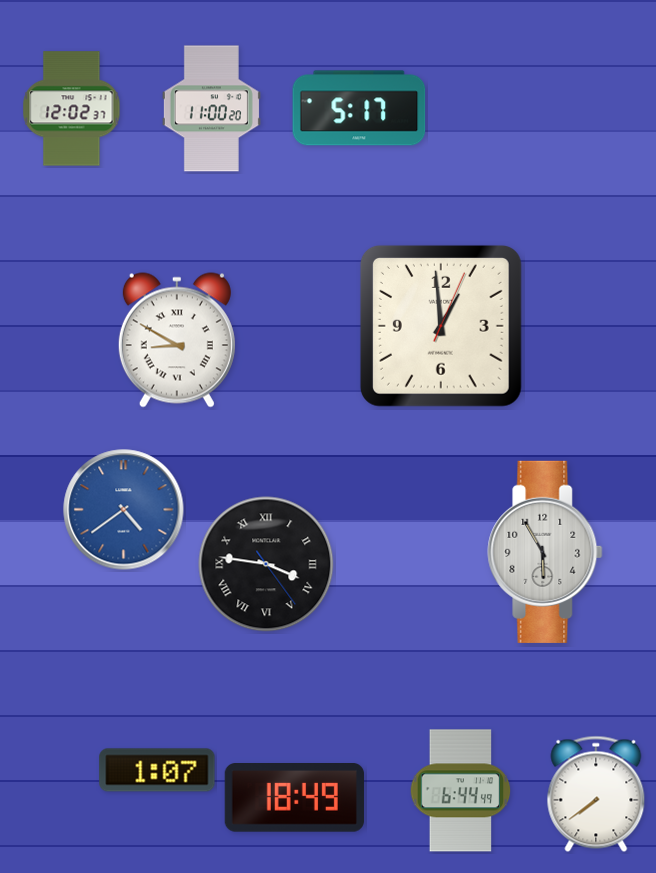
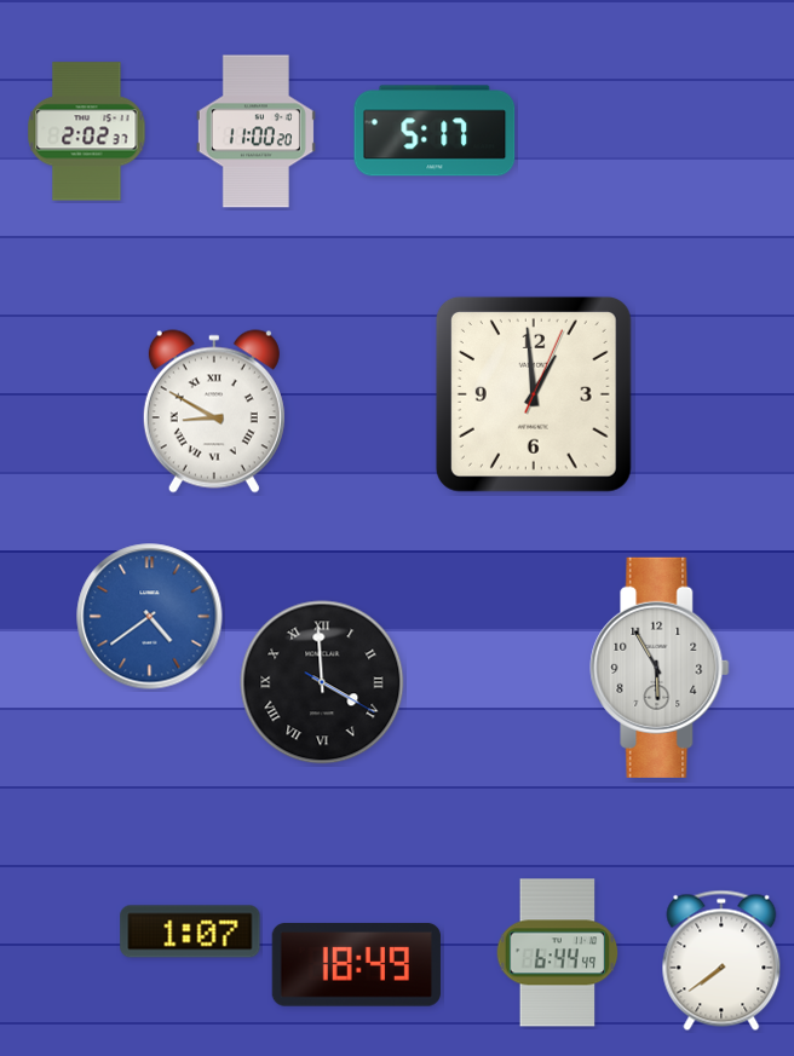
clock at (72, 109): 12:02 -> 2:02
clock at (266, 564): 3:46 -> 3:59
clock at (461, 791) position: (461, 791) -> (558, 953)
